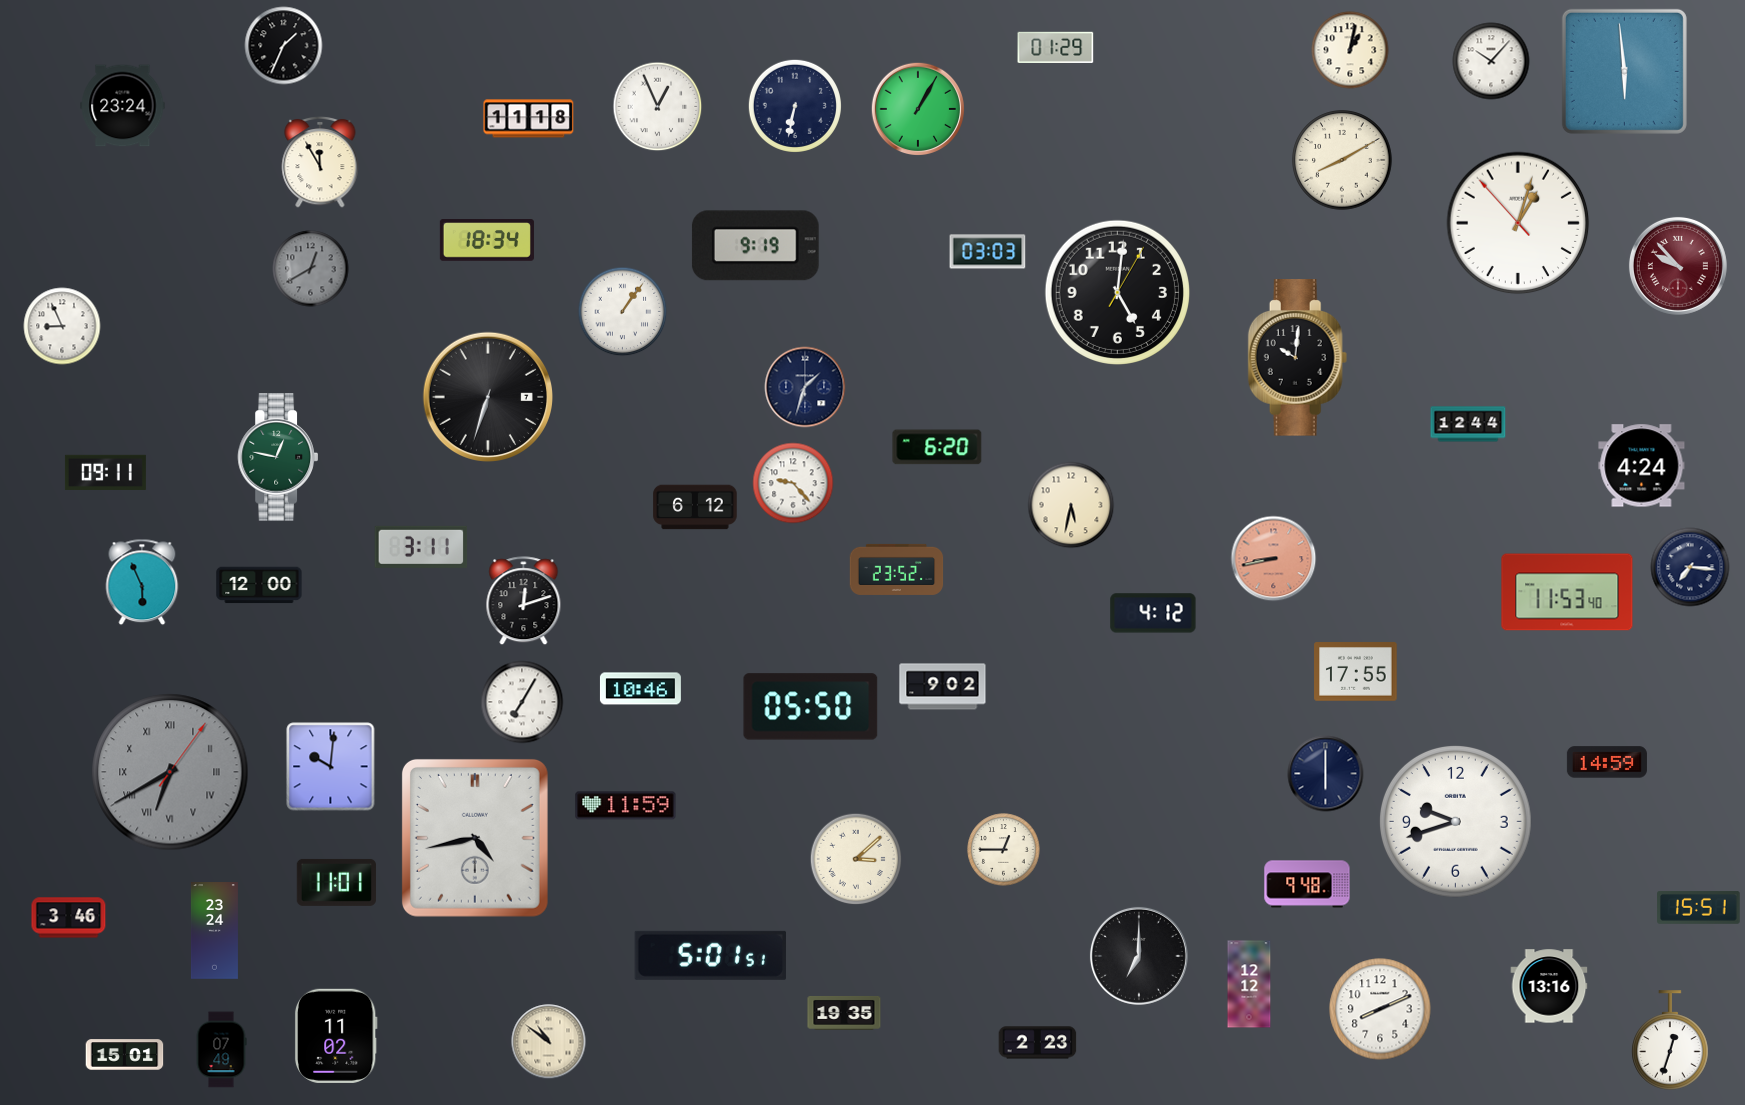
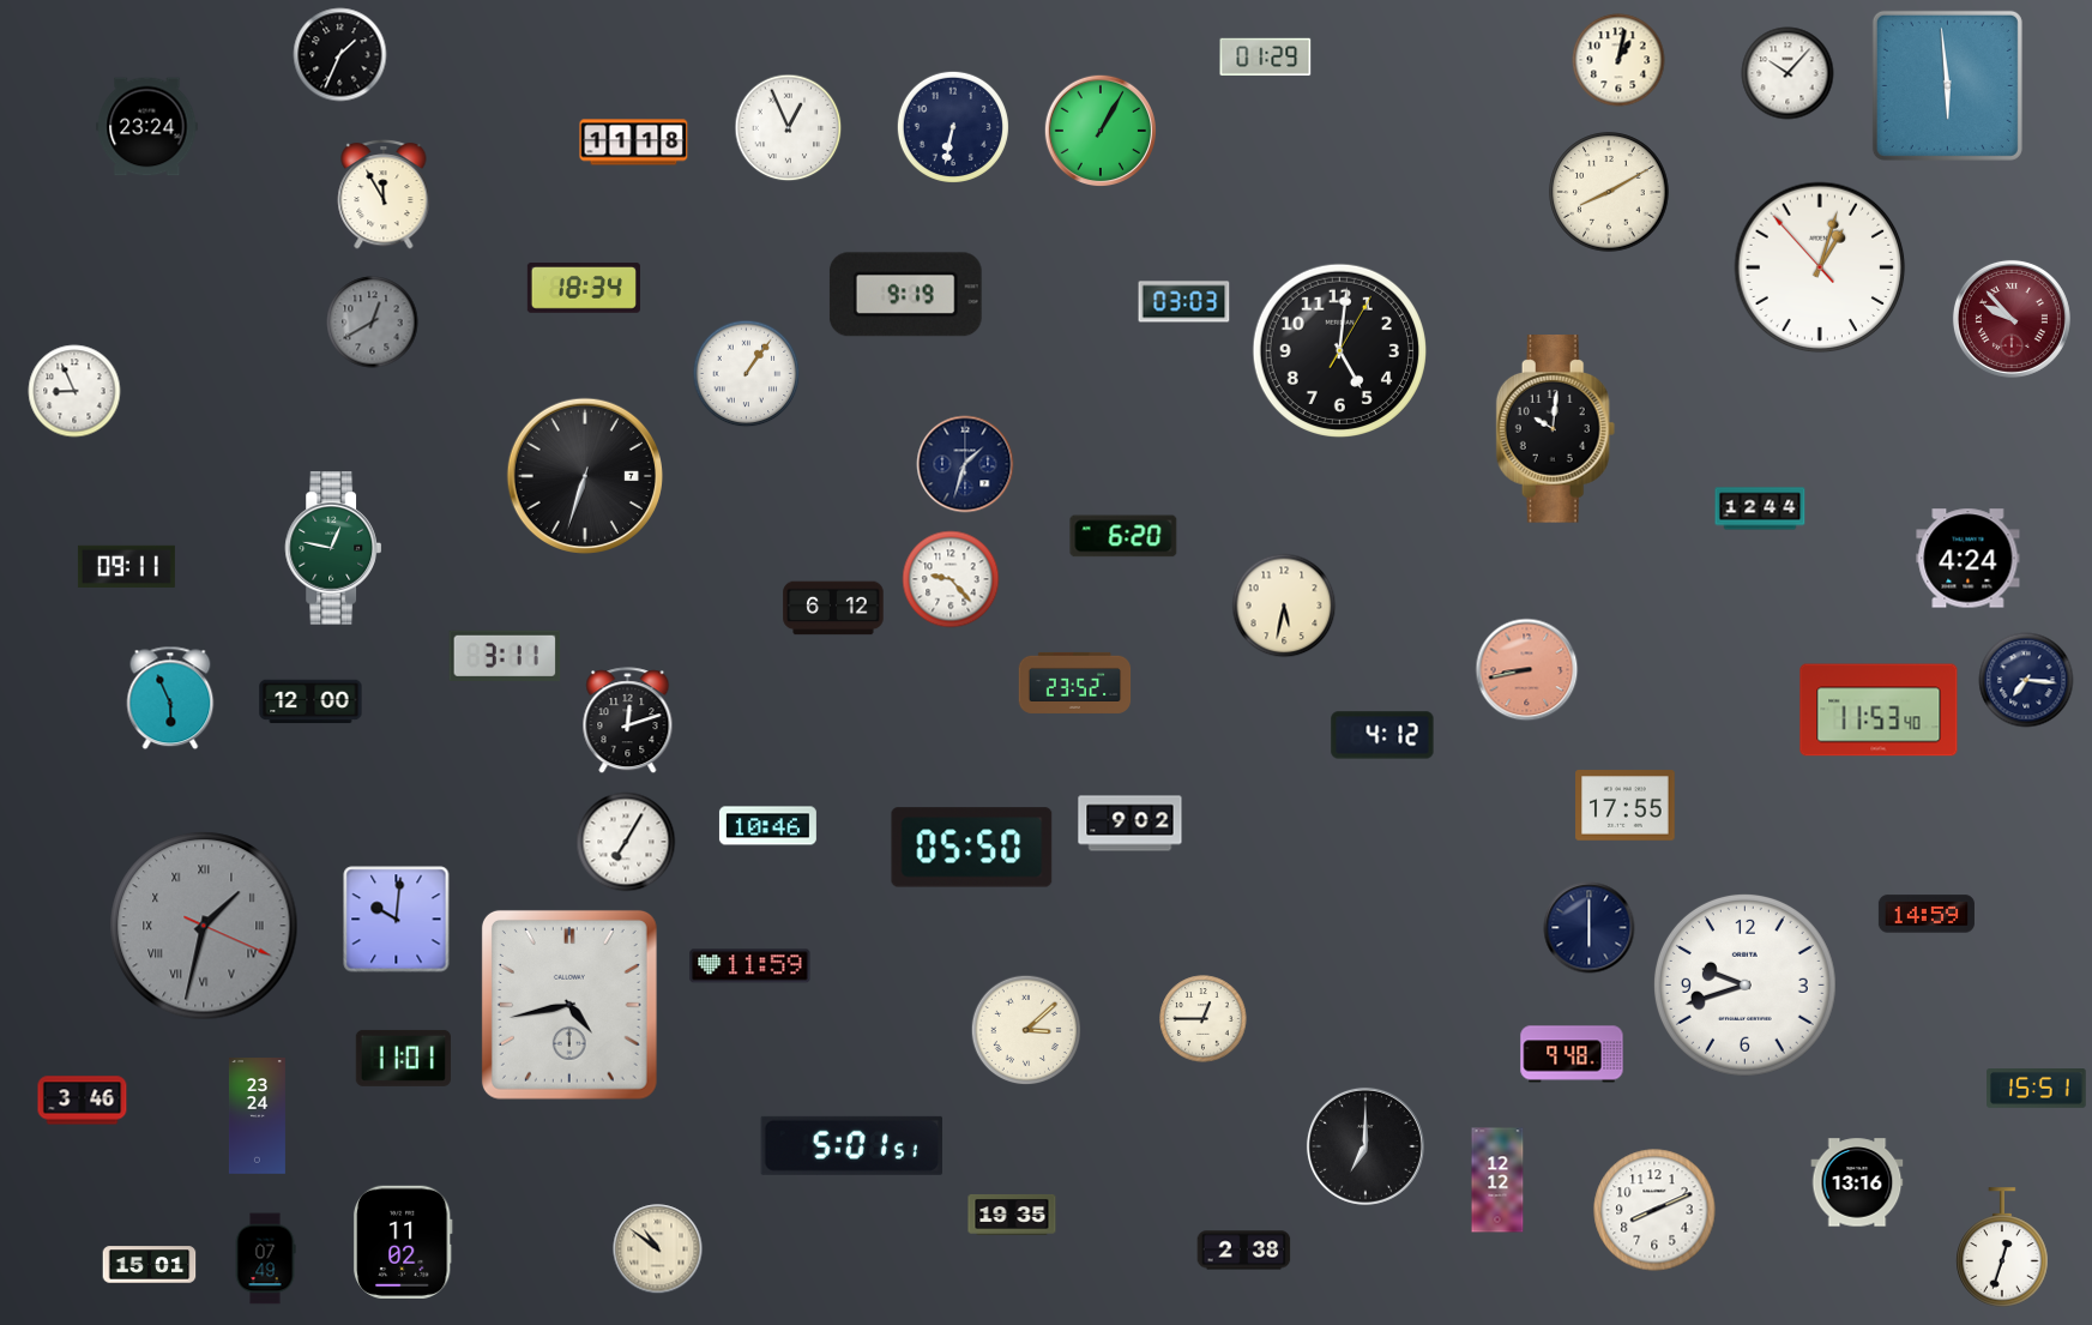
clock at (170, 772): 6:40 -> 1:32
clock at (1307, 884) position: (1307, 884) -> (1572, 1054)
clock at (1038, 1043): 2:23 -> 2:38
